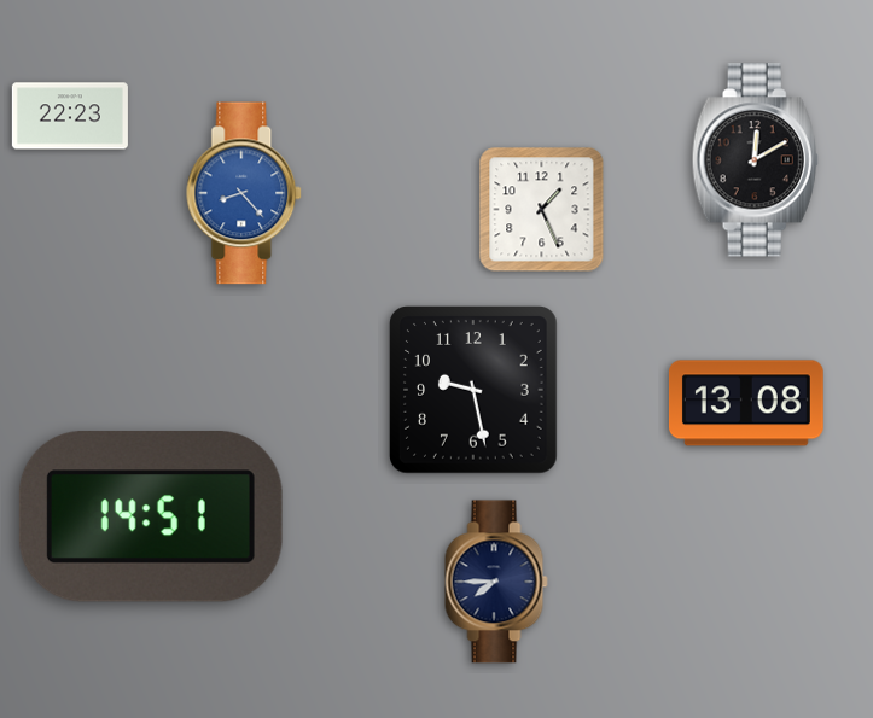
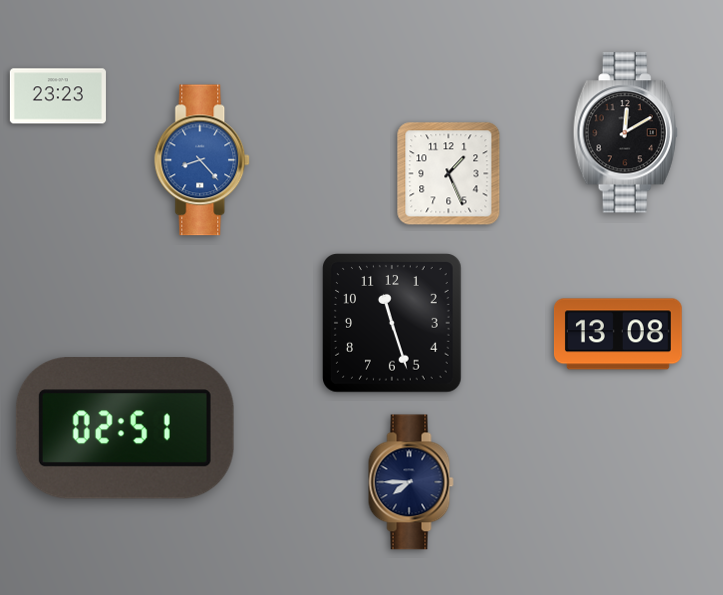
clock at (70, 116): 22:23 -> 23:23
clock at (475, 391): 9:28 -> 11:27
clock at (151, 516): 14:51 -> 02:51
